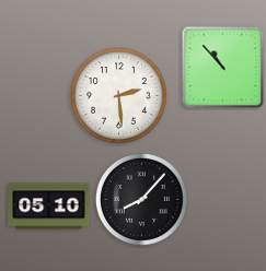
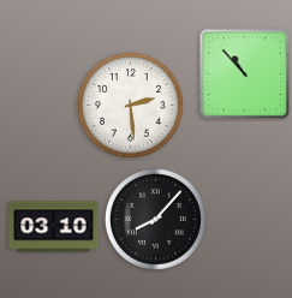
clock at (49, 207): 05:10 -> 03:10
